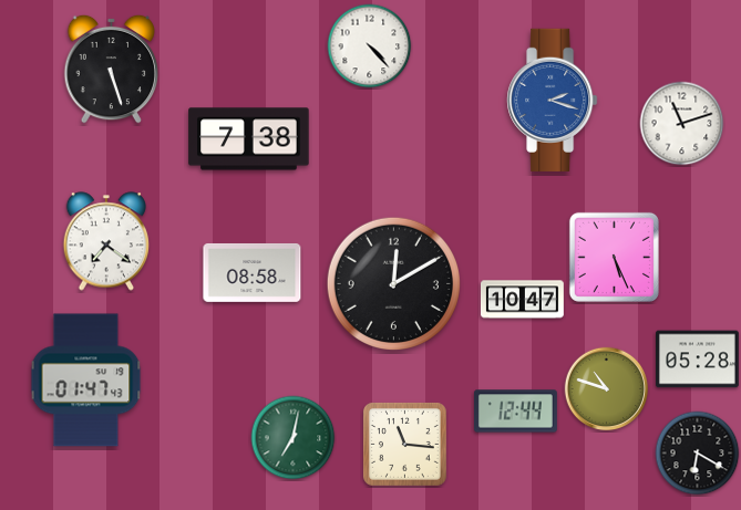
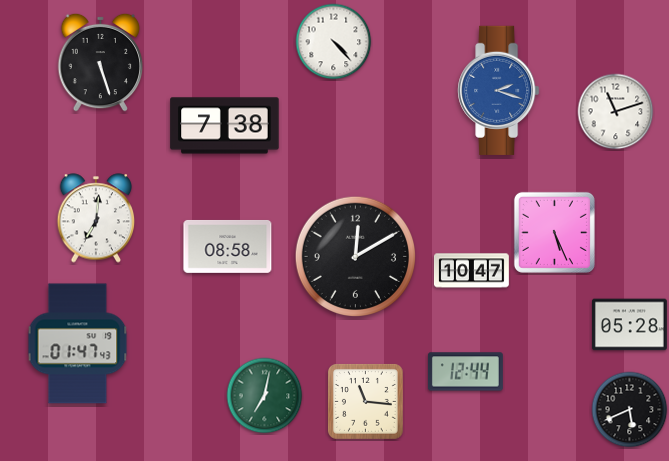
clock at (106, 241): 7:21 -> 7:01
clock at (607, 389): 10:48 -> none
clock at (698, 454): 6:20 -> 5:41
